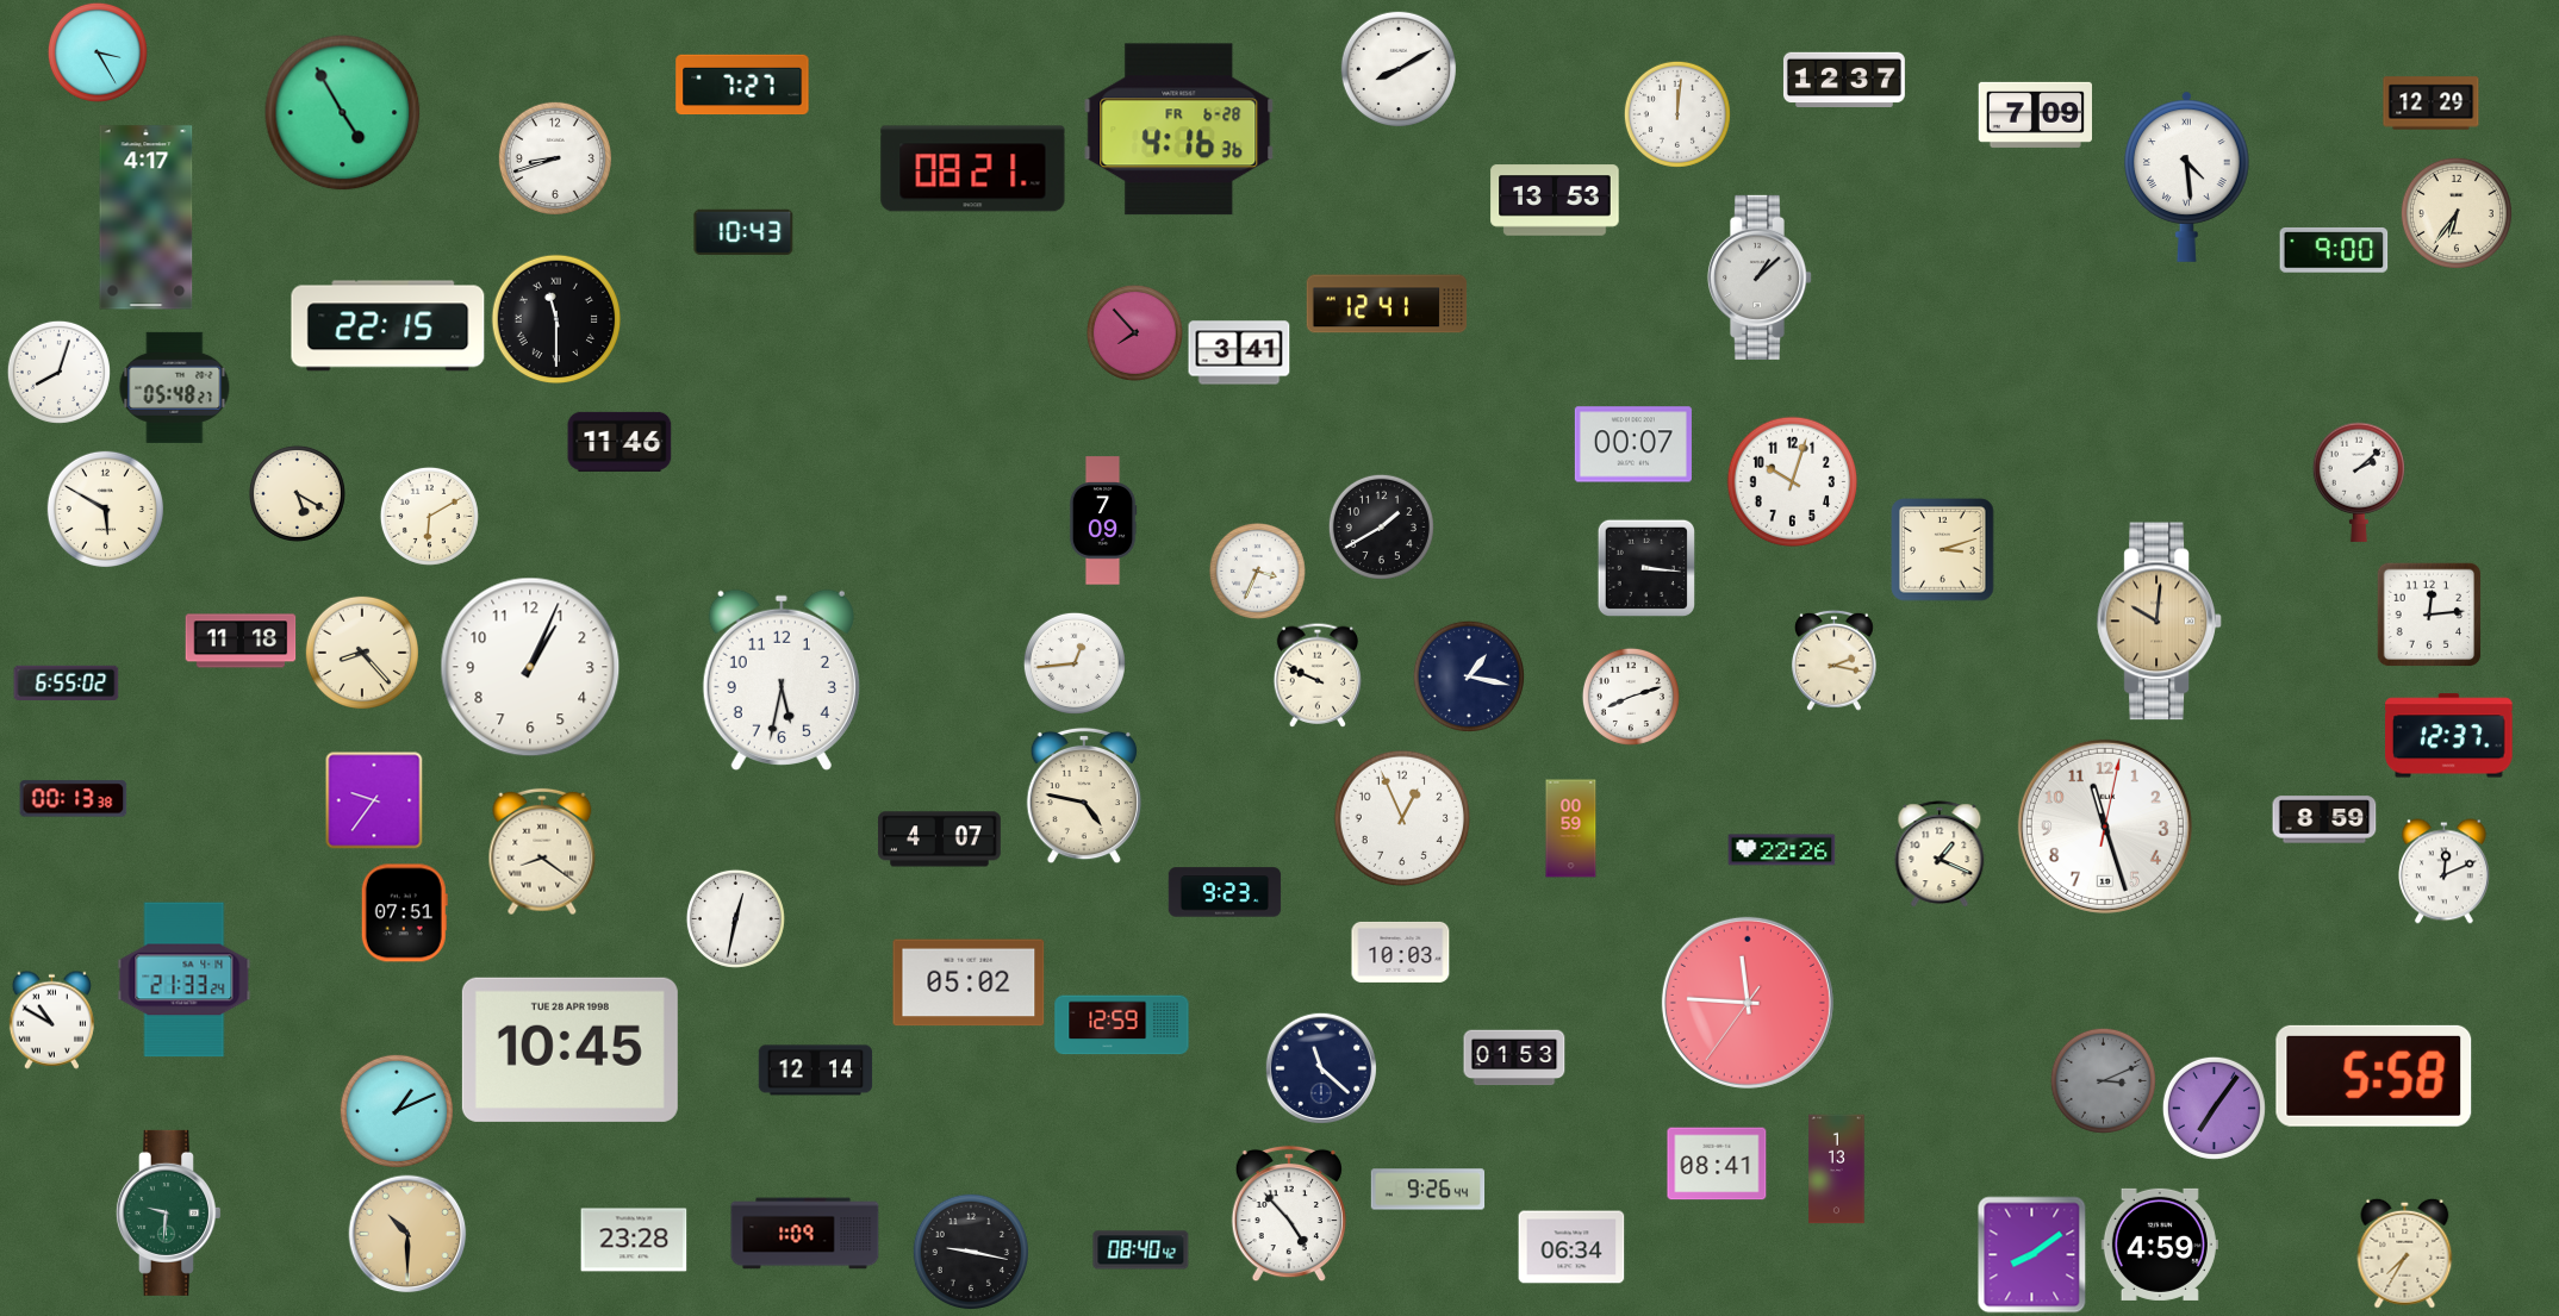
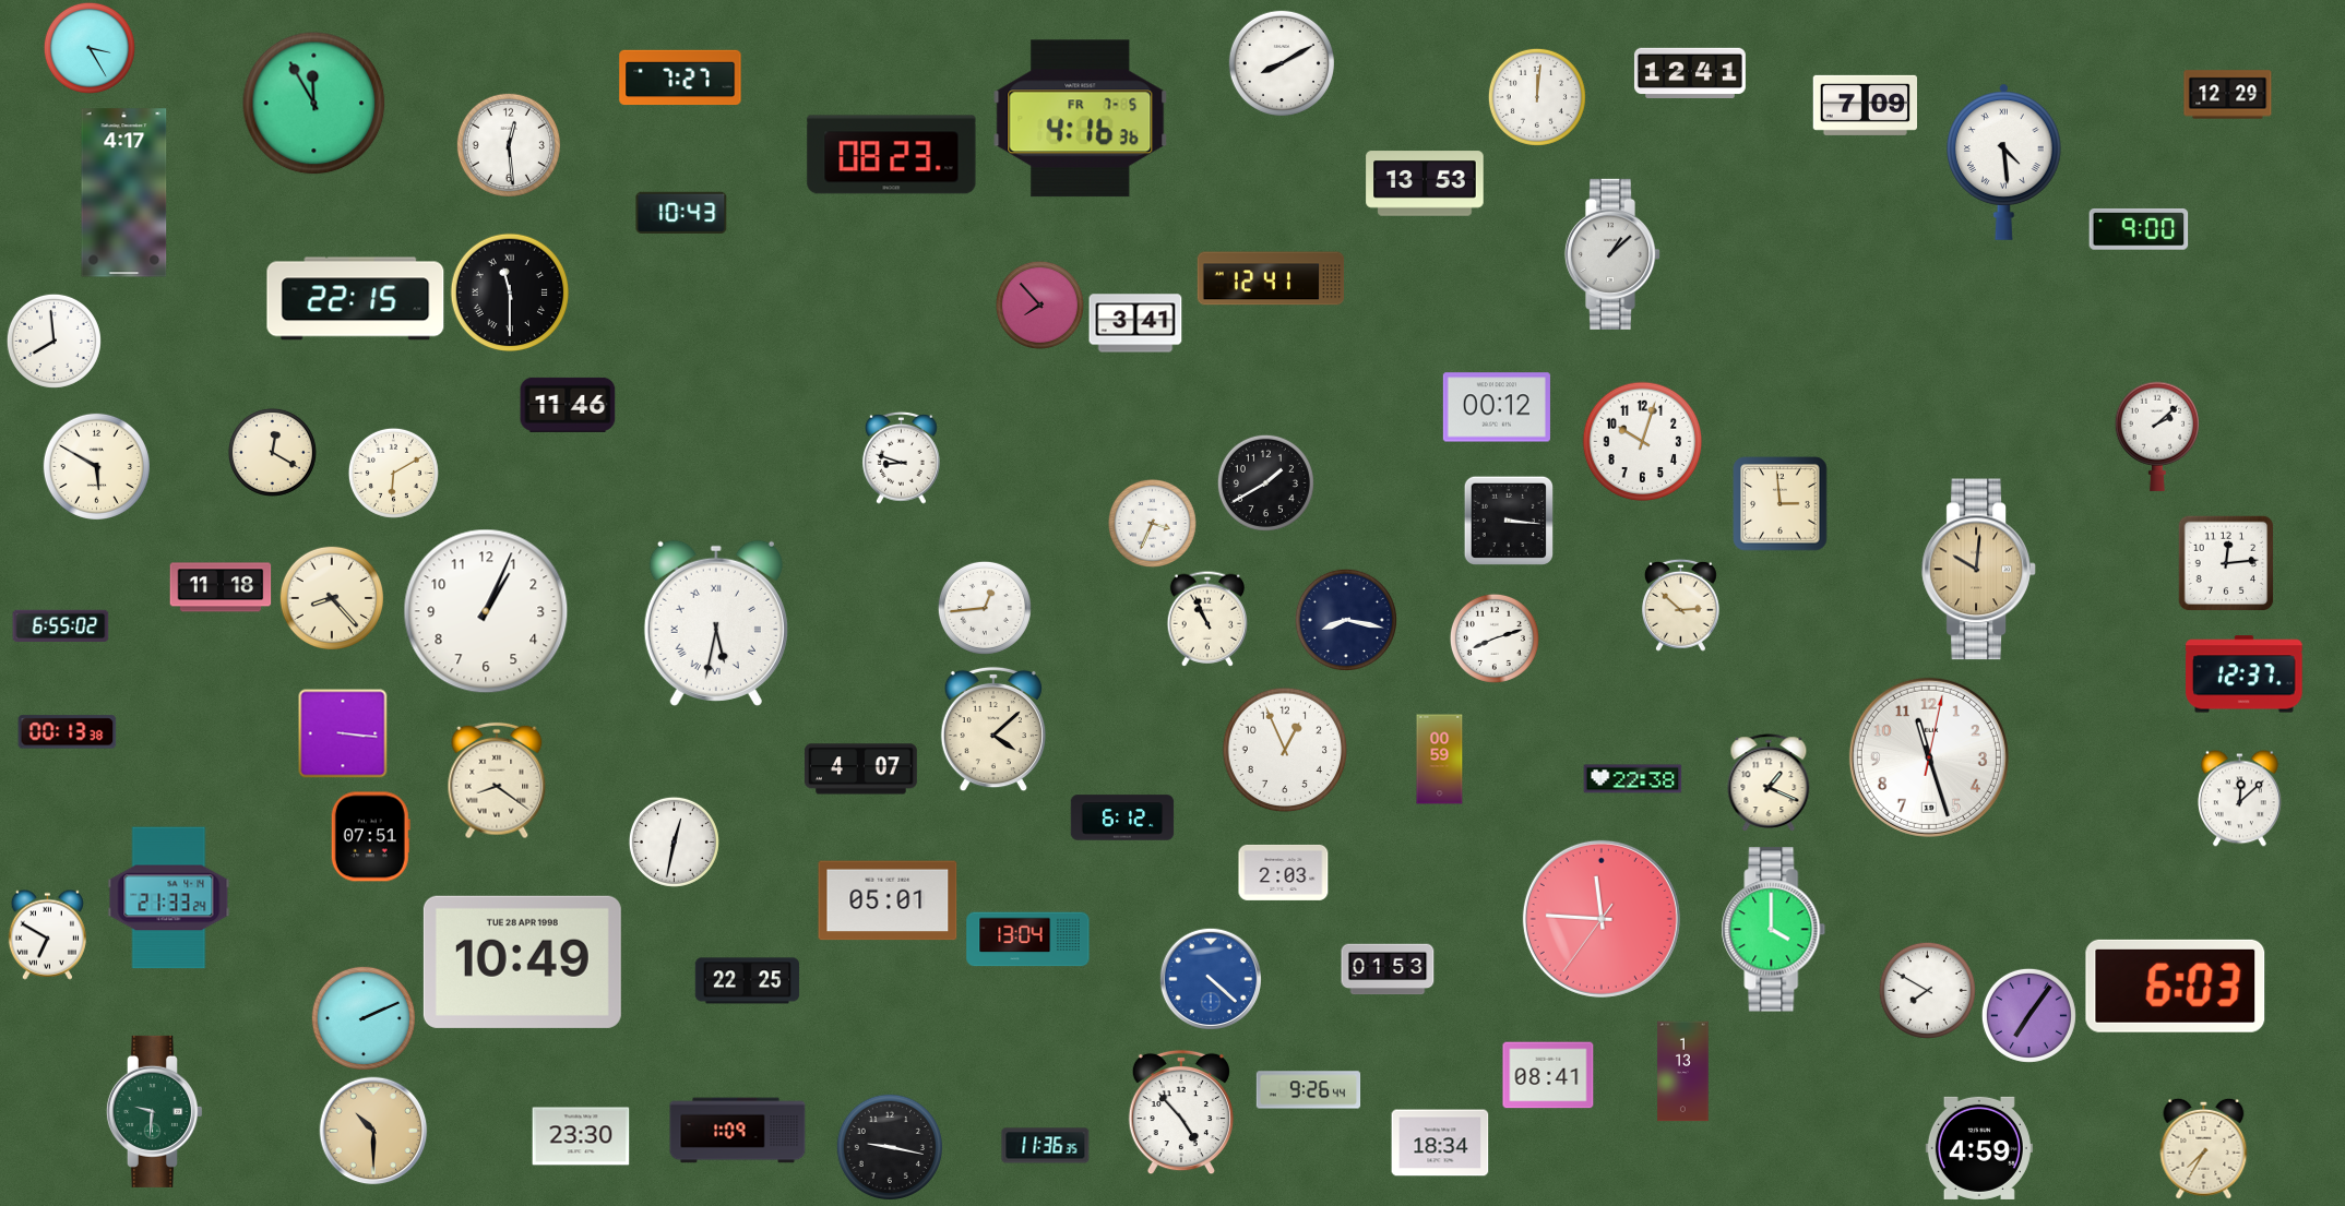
clock at (1844, 80): 12:37 -> 12:41
clock at (343, 113): 4:55 -> 11:55
clock at (1677, 114) position: (1677, 114) -> (1537, 97)
clock at (1179, 130) date: FR 6-28 -> FR 7-5
clock at (555, 158): 8:42 -> 12:29
clock at (973, 169): 08:21 -> 08:23
clock at (2457, 213): 6:36 -> none
clock at (147, 218) position: (147, 218) -> (124, 193)
clock at (58, 372): 8:03 -> 7:59
clock at (175, 387): 05:48 -> none
clock at (1633, 444): 00:07 -> 00:12
clock at (2359, 482) position: (2359, 482) -> (2157, 437)
clock at (297, 493): 5:20 -> 12:20
clock at (902, 457): none -> 8:48
clock at (1103, 520): 7:09 -> none
clock at (1943, 550): 3:12 -> 2:59
clock at (1835, 660): 2:17 -> 2:52
clock at (1318, 675): 9:49 -> 10:56
clock at (1469, 676): 1:17 -> 8:17
clock at (782, 680) numerals: Arabic -> Roman
clock at (1084, 796): 4:47 -> 4:08
clock at (374, 800): 9:36 -> 3:16
clock at (2324, 819): 8:59 -> none
clock at (1782, 850): 22:26 -> 22:38
clock at (1940, 854) position: (1940, 854) -> (1769, 783)
clock at (2443, 872): 12:11 -> 12:08
clock at (1225, 892): 9:23 -> 6:12
clock at (1401, 952): 10:03 -> 2:03
clock at (969, 983): 05:02 -> 05:01
clock at (1774, 930): none -> 4:00
clock at (51, 1019): 10:50 -> 6:50
clock at (1122, 1025): 12:59 -> 13:04
clock at (569, 1049): 10:45 -> 10:49
clock at (1320, 1067): 11:22 -> 4:22
clock at (1320, 1067) dial: navy -> blue
clock at (816, 1071): 12:14 -> 22:25
clock at (2374, 1075): 5:58 -> 6:03
clock at (2103, 1080): 3:11 -> 7:50
clock at (2103, 1080) dial: grey -> white
clock at (397, 1111): 1:11 -> 2:11
clock at (1717, 1164) position: (1717, 1164) -> (1548, 1075)
clock at (634, 1240): 23:28 -> 23:30
clock at (2160, 1245) position: (2160, 1245) -> (1979, 1148)
clock at (1571, 1247): 06:34 -> 18:34
clock at (1141, 1250): 08:40 -> 11:36
clock at (2032, 1255): 8:09 -> none
